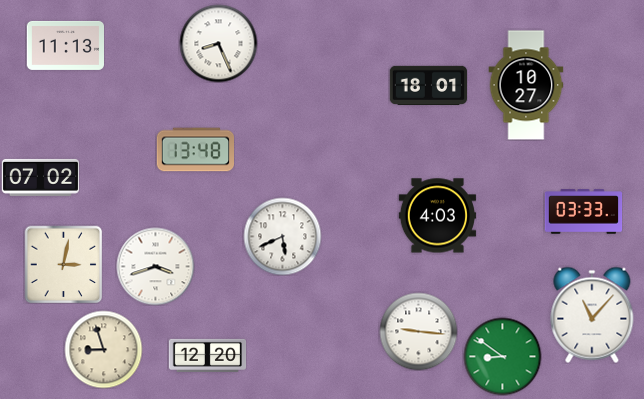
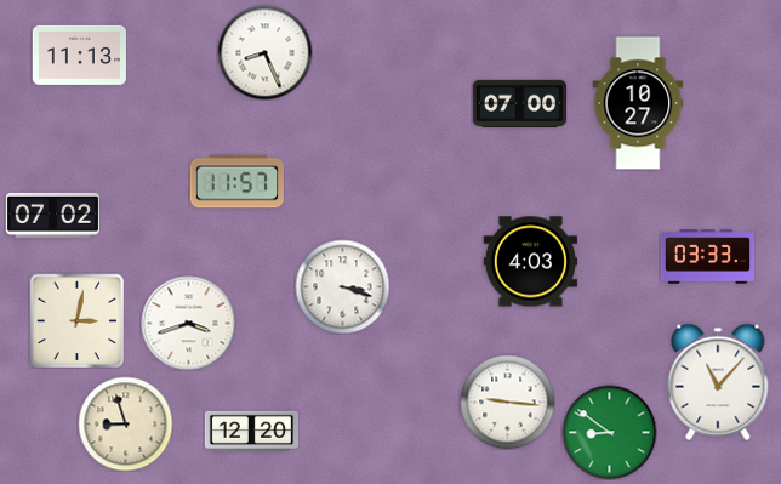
clock at (428, 85): 18:01 -> 07:00
clock at (195, 150): 13:48 -> 11:57
clock at (40, 177) position: (40, 177) -> (52, 215)
clock at (282, 236): 5:41 -> 3:18
